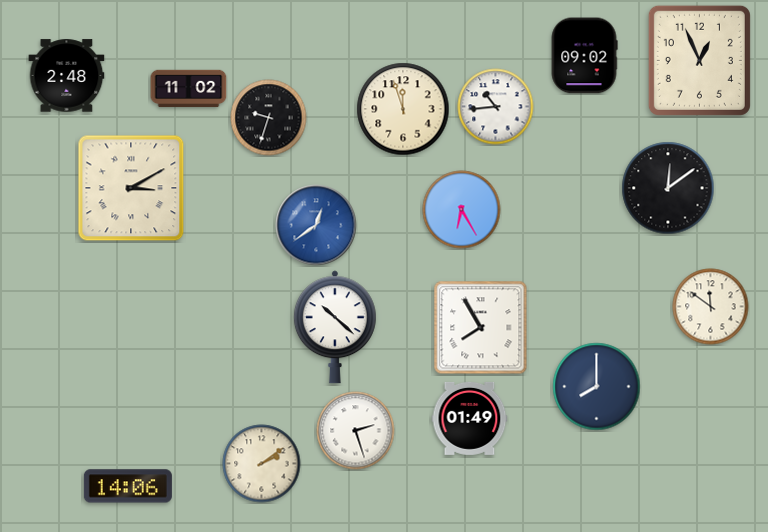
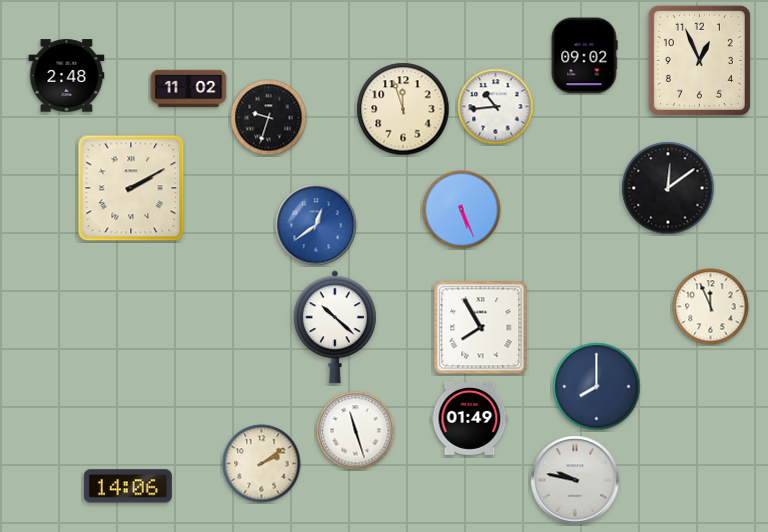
clock at (131, 188): 3:10 -> 2:10
clock at (462, 210): 6:25 -> 5:26
clock at (711, 307): 11:51 -> 11:56
clock at (356, 431): 2:27 -> 11:27
clock at (575, 480): none -> 9:47
